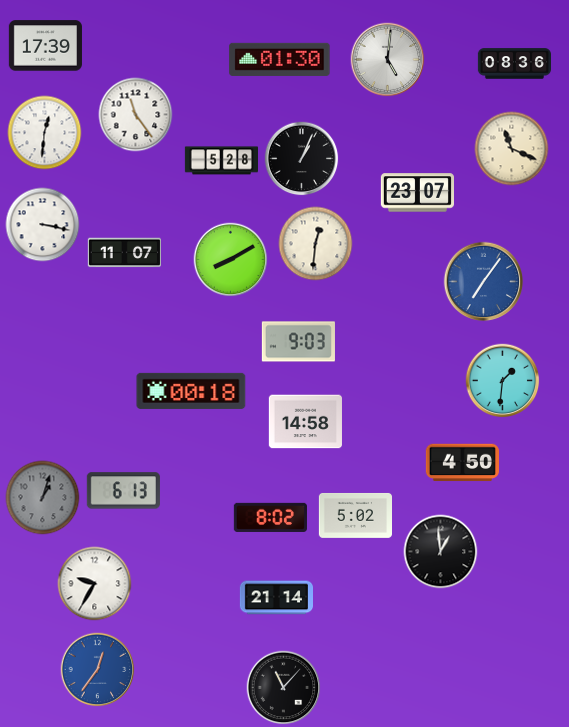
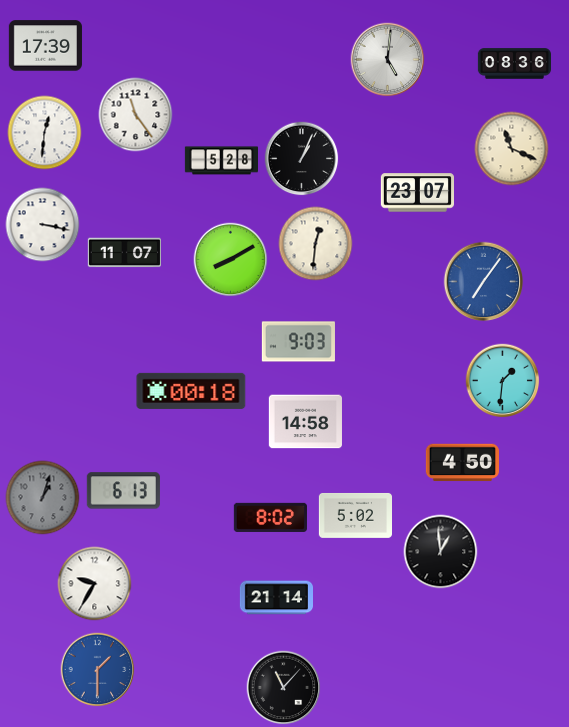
clock at (280, 59): 01:30 -> none
clock at (98, 670): 12:36 -> 1:30
